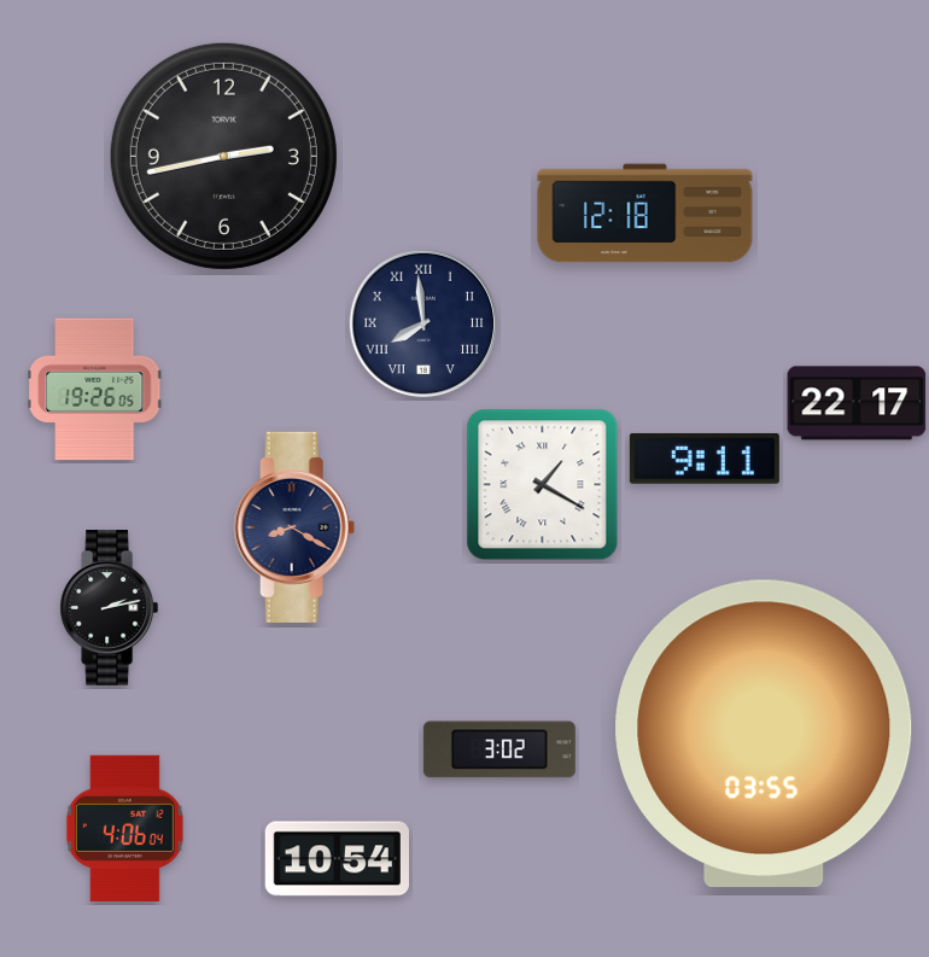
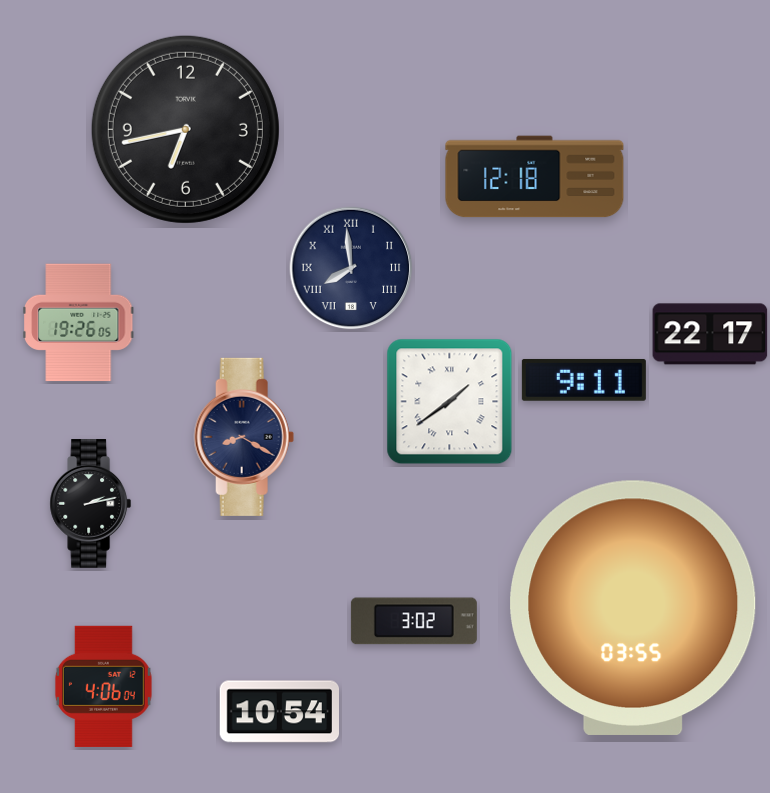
clock at (223, 156): 2:43 -> 6:43
clock at (543, 485): 1:20 -> 1:39
